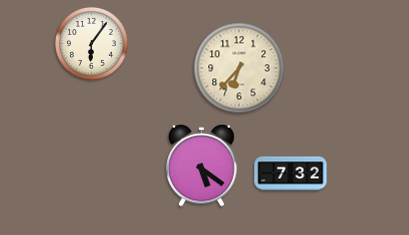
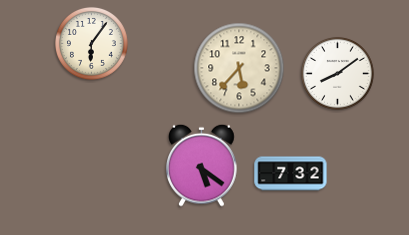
clock at (239, 68): 6:37 -> 5:37
clock at (337, 73): none -> 8:09
